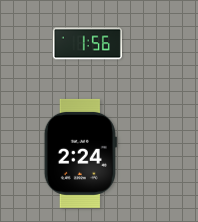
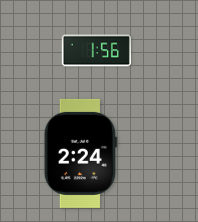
clock at (87, 44) position: (87, 44) -> (96, 51)
